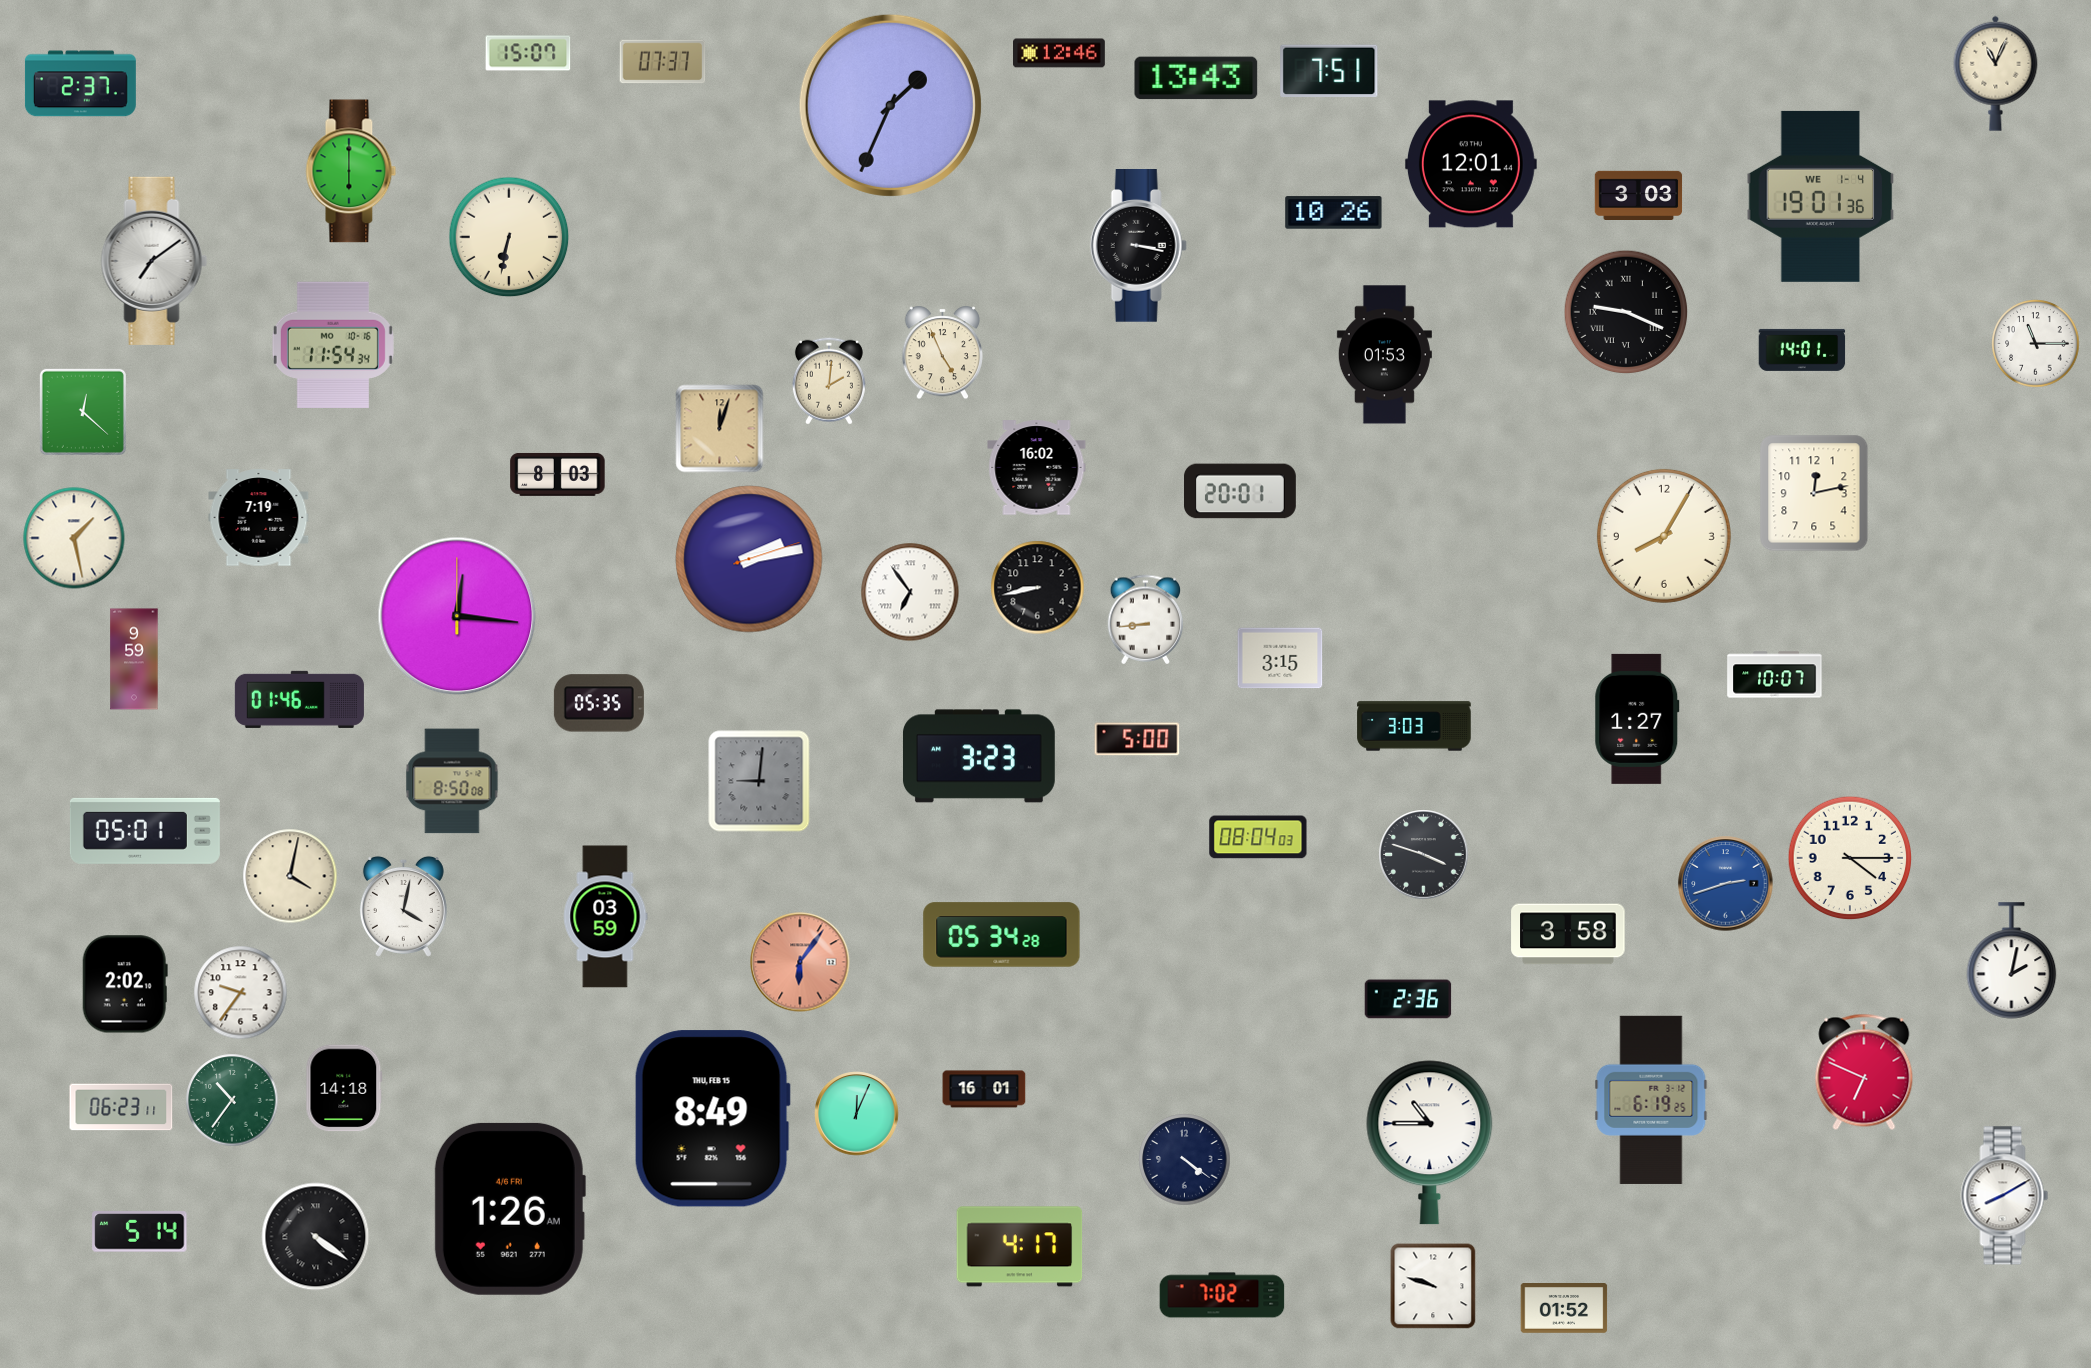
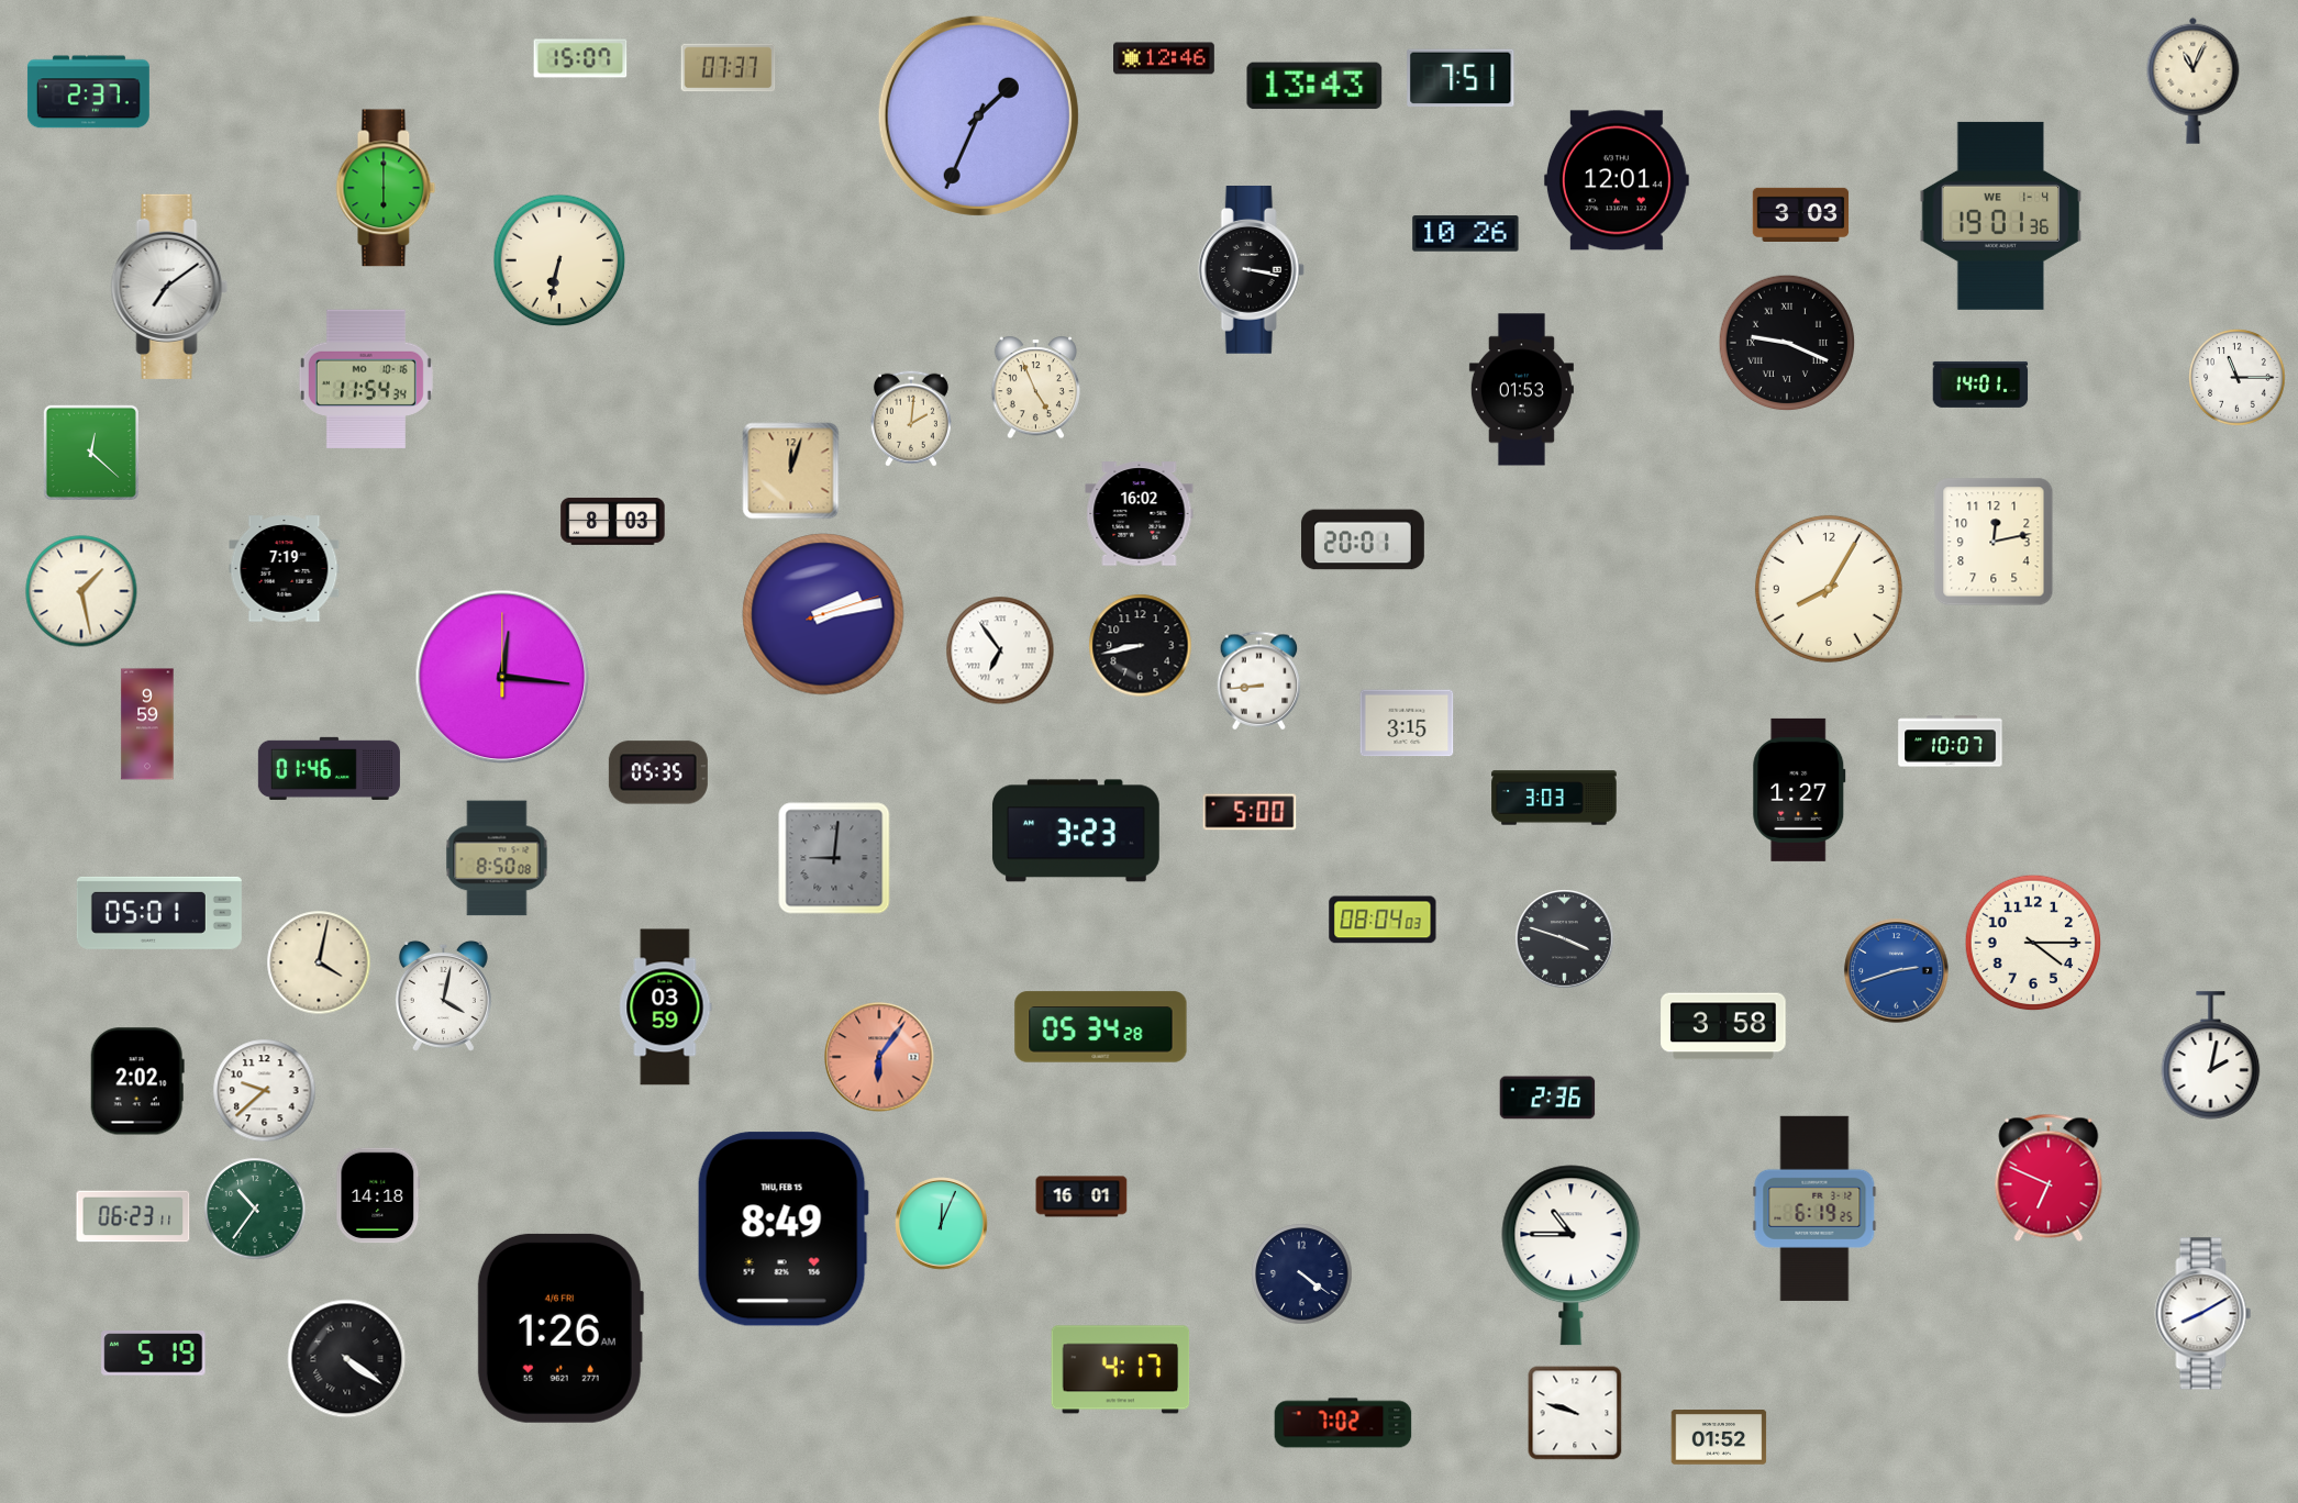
clock at (241, 993): 9:36 -> 9:38
clock at (140, 1232): 5:14 -> 5:19
